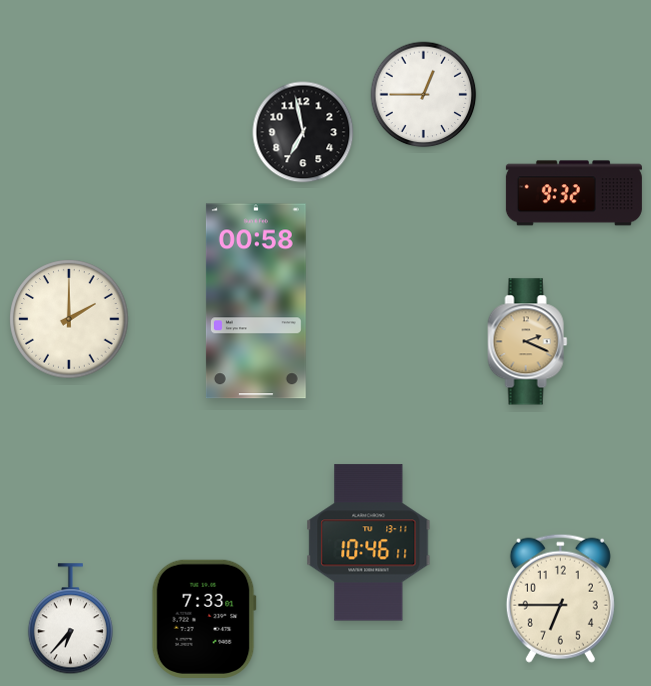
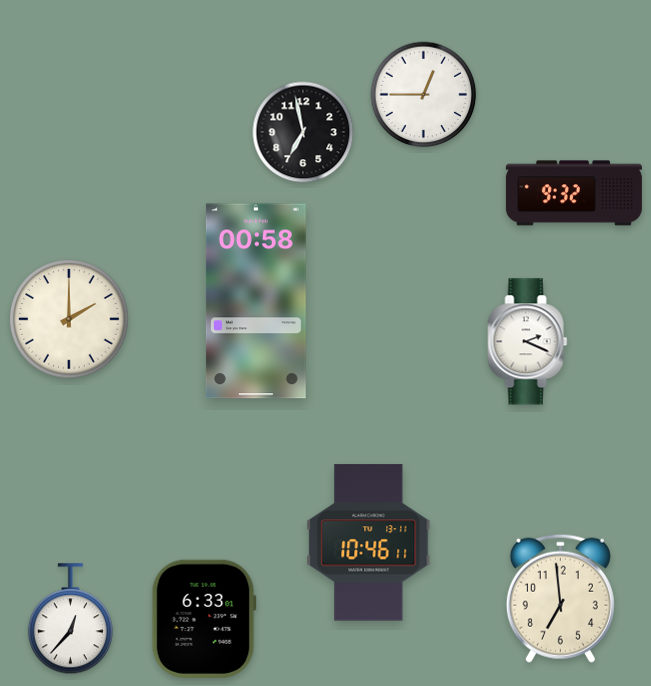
clock at (528, 342) dial: champagne -> white
clock at (560, 598): 6:45 -> 6:59
clock at (70, 619): 6:37 -> 12:37
clock at (204, 619): 7:33 -> 6:33
